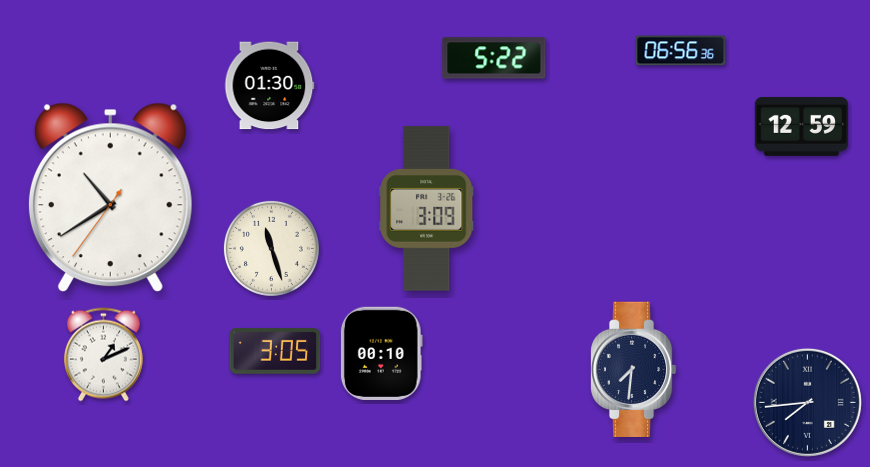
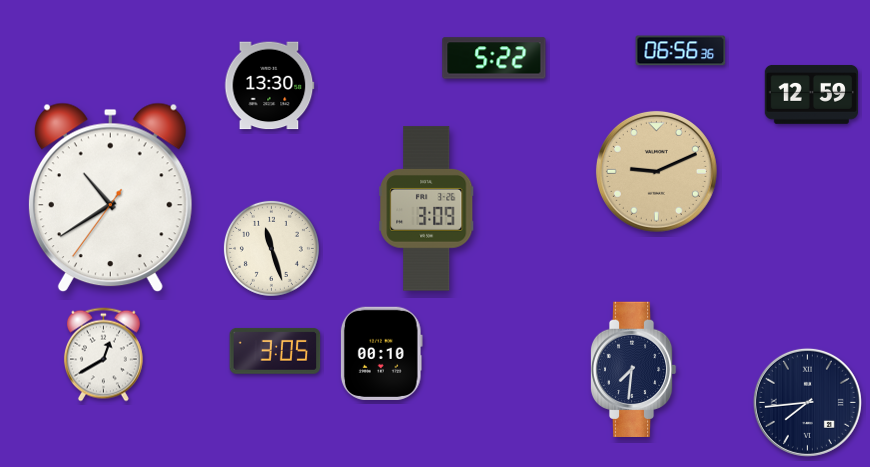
clock at (269, 86): 01:30 -> 13:30
clock at (801, 126) position: (801, 126) -> (811, 94)
clock at (656, 171): none -> 9:11
clock at (103, 355): 1:11 -> 12:40
